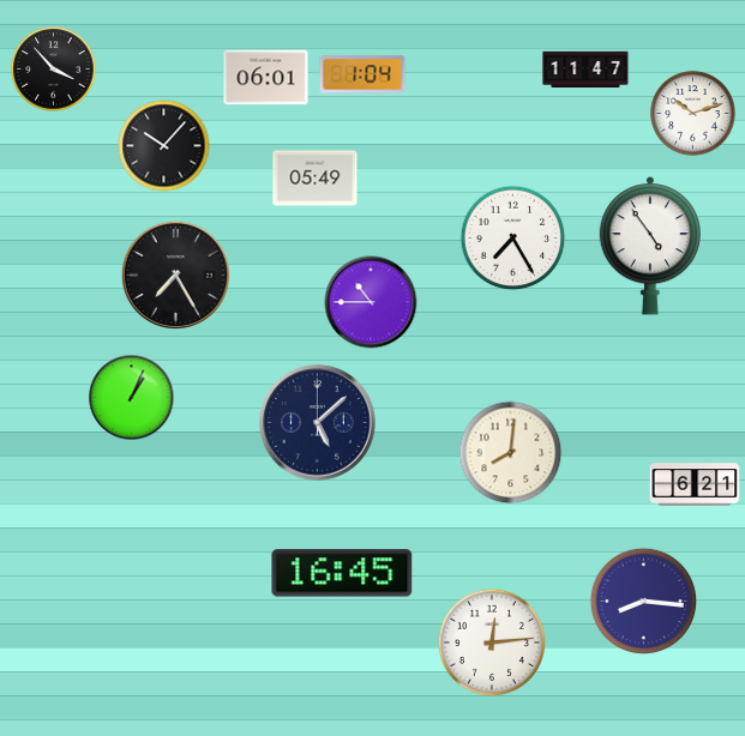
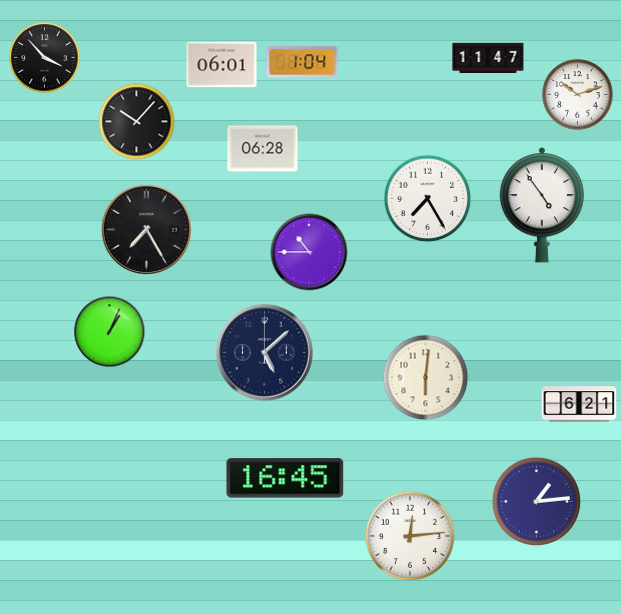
clock at (316, 179): 05:49 -> 06:28
clock at (511, 453): 8:01 -> 6:01
clock at (644, 602): 8:16 -> 1:14
